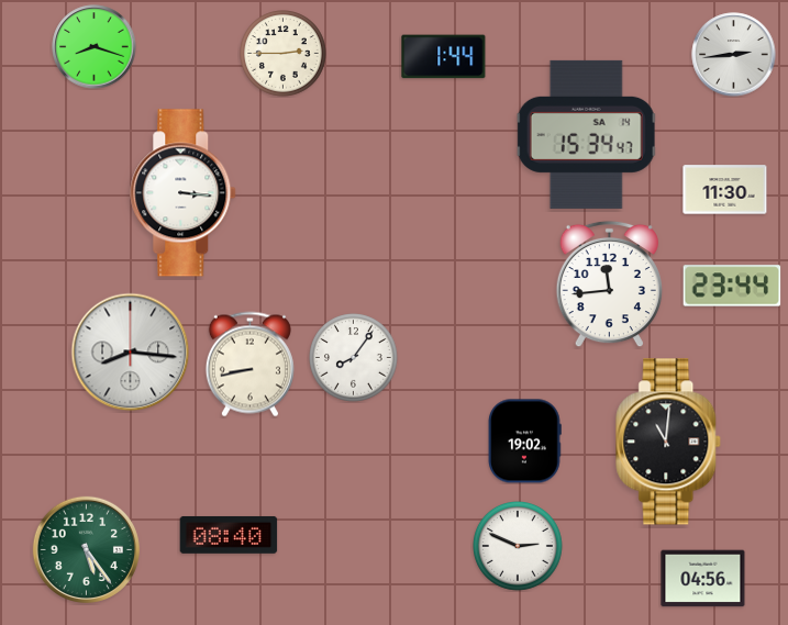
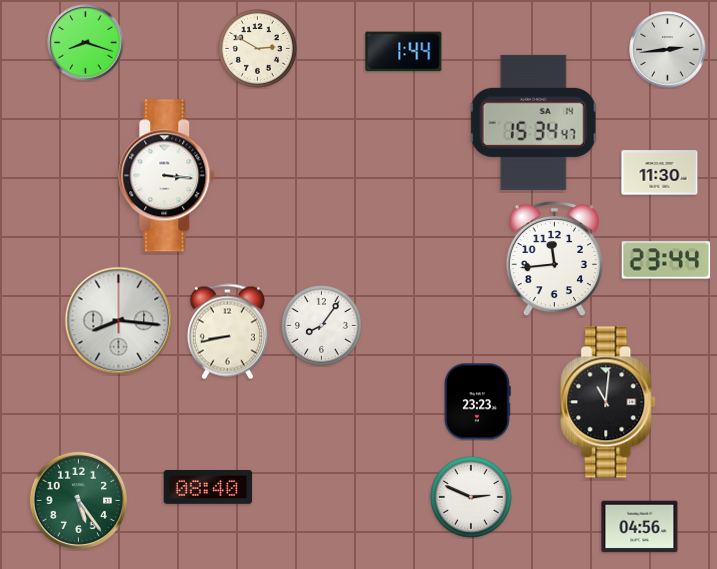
clock at (284, 54): 2:45 -> 2:50
clock at (524, 442): 19:02 -> 23:23
